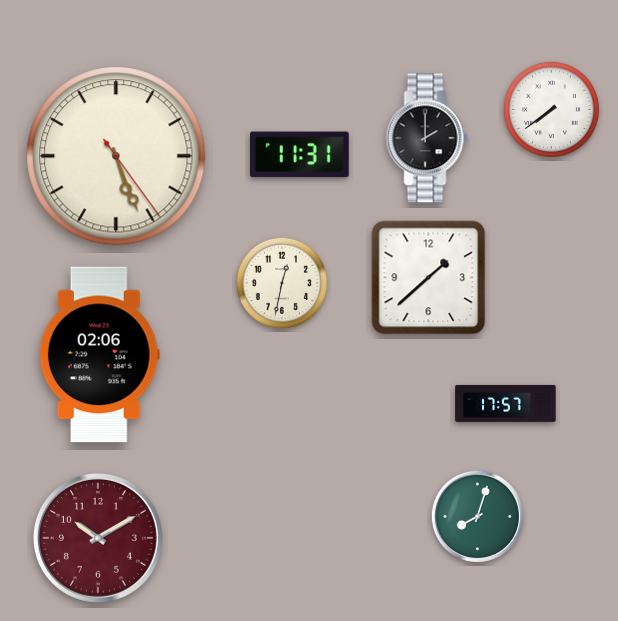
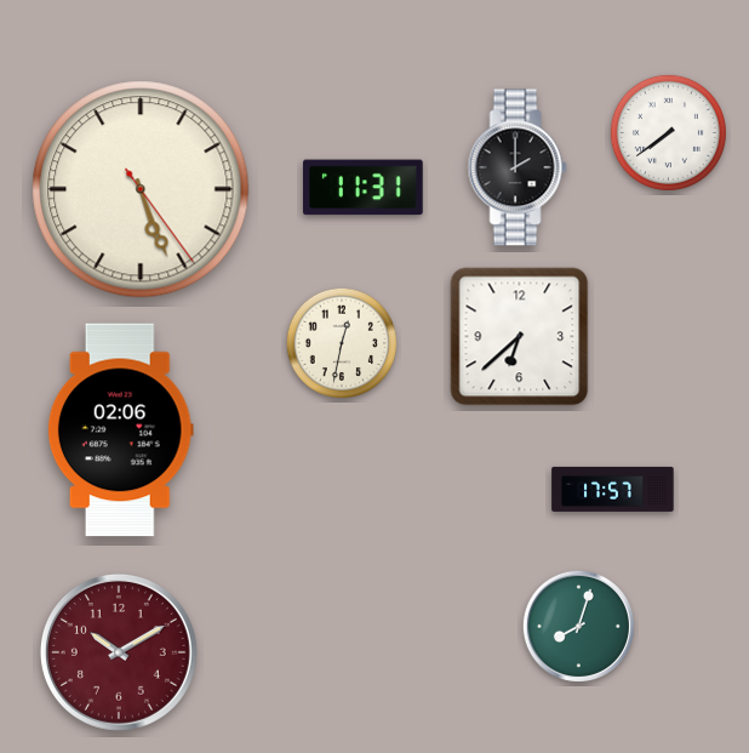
clock at (429, 278): 1:38 -> 6:38
